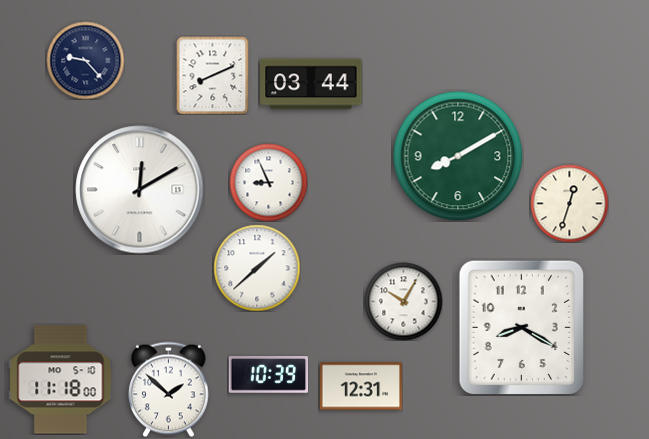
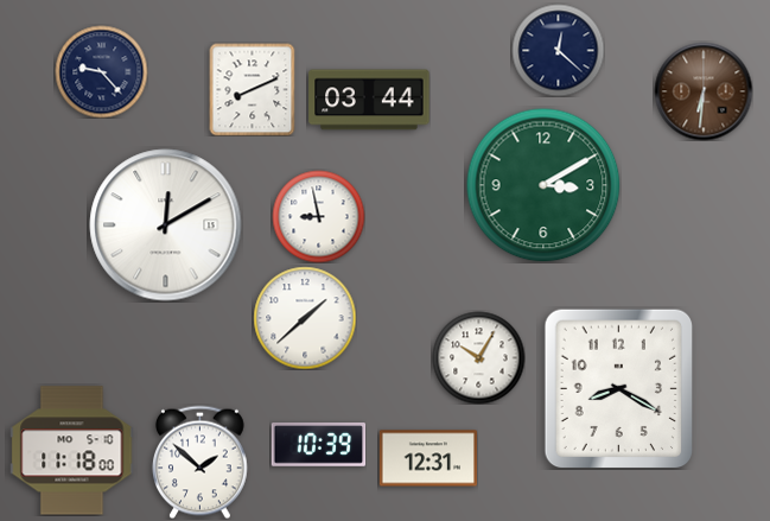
clock at (558, 50): none -> 12:22
clock at (704, 91): none -> 6:31
clock at (458, 156): 8:10 -> 3:10
clock at (268, 182): 8:56 -> 8:58
clock at (569, 203): 12:33 -> none
